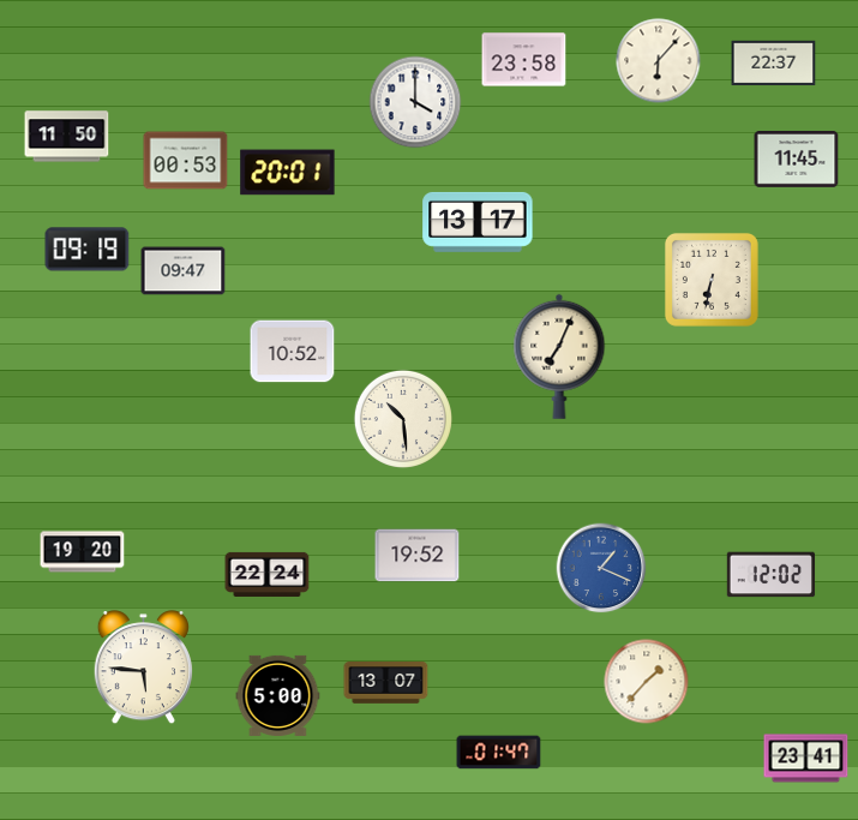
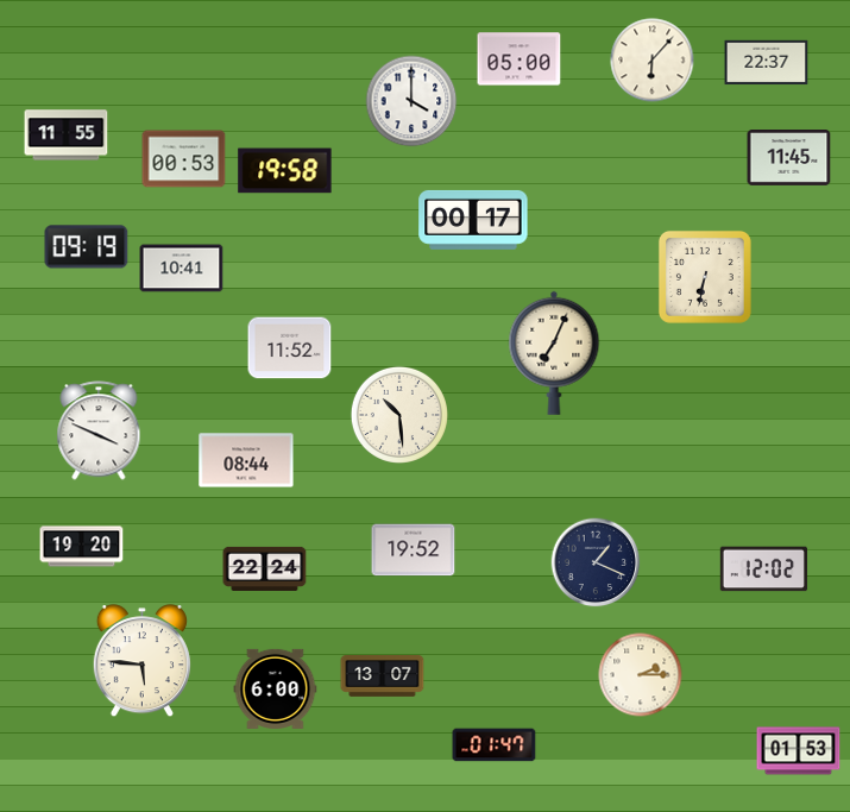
clock at (524, 60): 23:58 -> 05:00
clock at (67, 137): 11:50 -> 11:55
clock at (288, 173): 20:01 -> 19:58
clock at (478, 222): 13:17 -> 00:17
clock at (184, 271): 09:47 -> 10:41
clock at (293, 352): 10:52 -> 11:52
clock at (99, 430): none -> 3:49
clock at (246, 460): none -> 08:44
clock at (601, 568) dial: blue -> navy
clock at (647, 682): 1:37 -> 2:15
clock at (278, 695): 5:00 -> 6:00
clock at (806, 759): 23:41 -> 01:53
